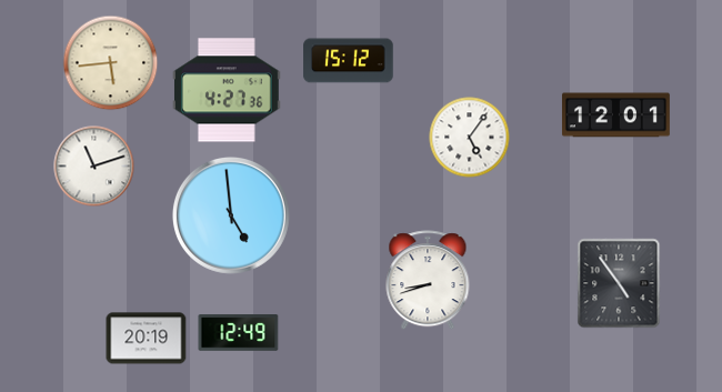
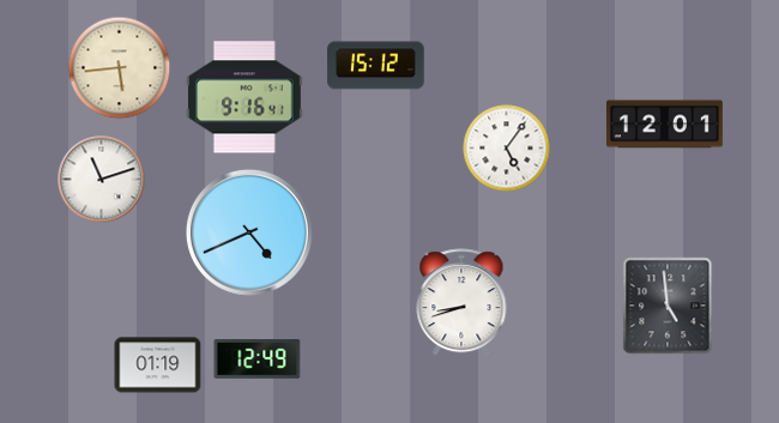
clock at (228, 90): 4:27 -> 9:16
clock at (231, 215): 4:59 -> 4:41
clock at (619, 283): 4:54 -> 4:59
clock at (147, 339): 20:19 -> 01:19
